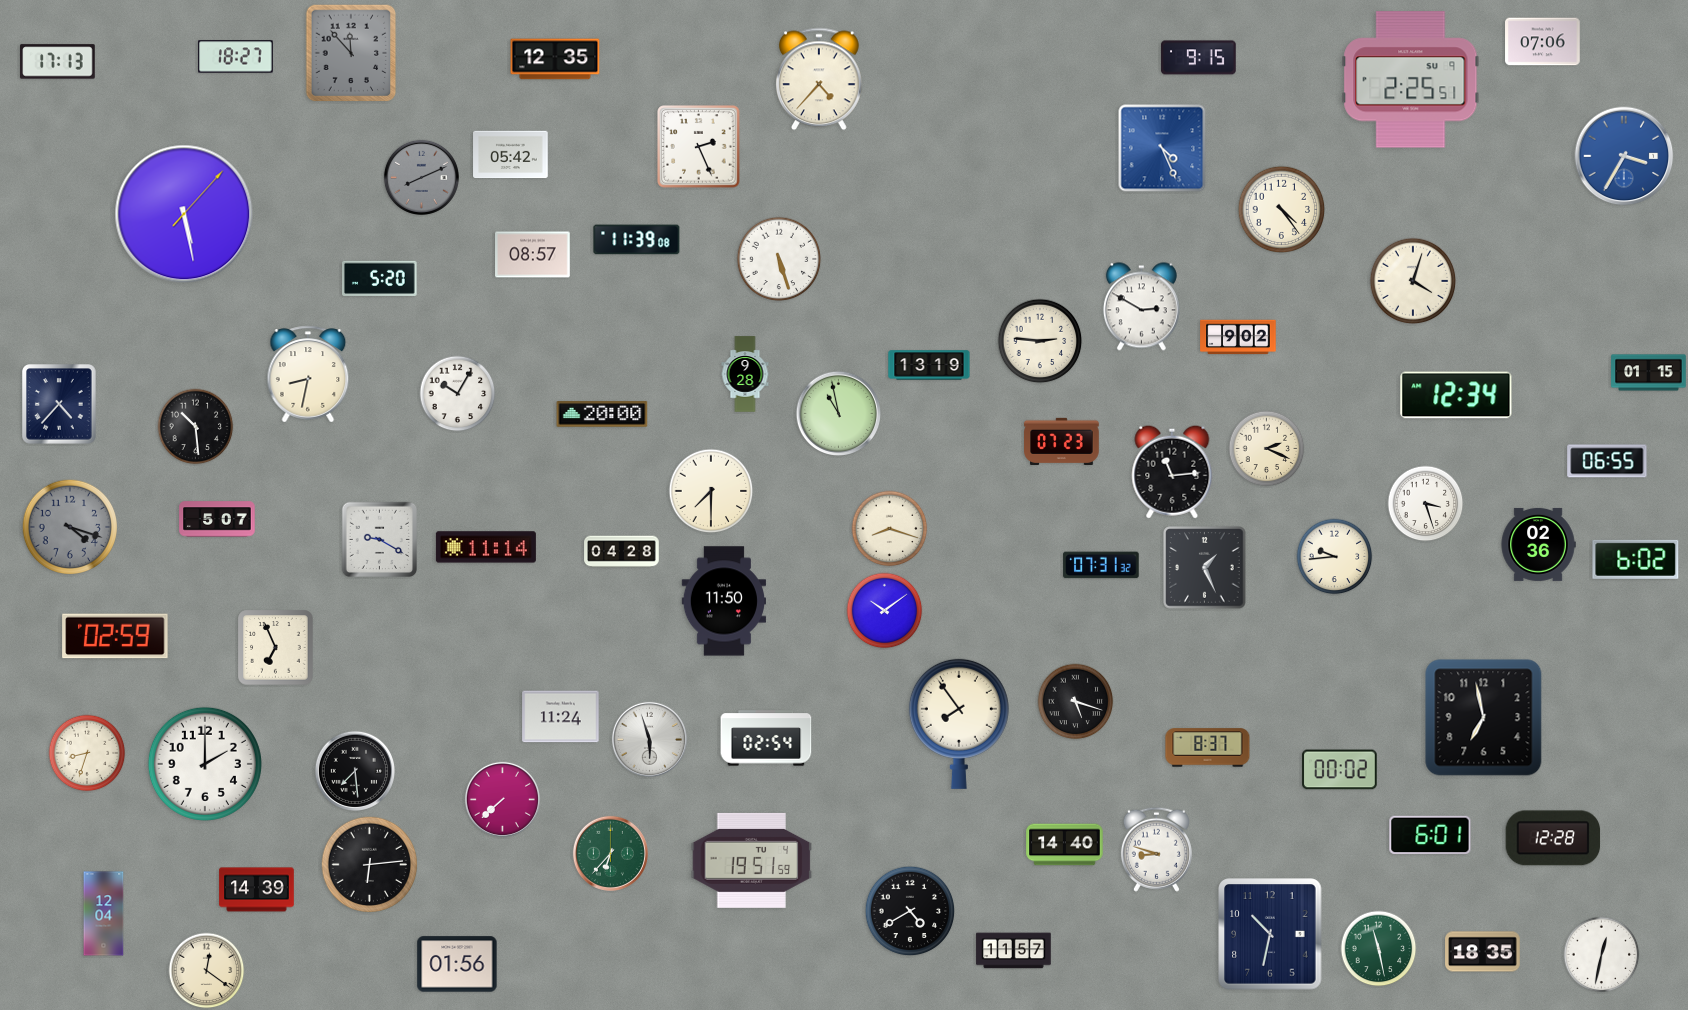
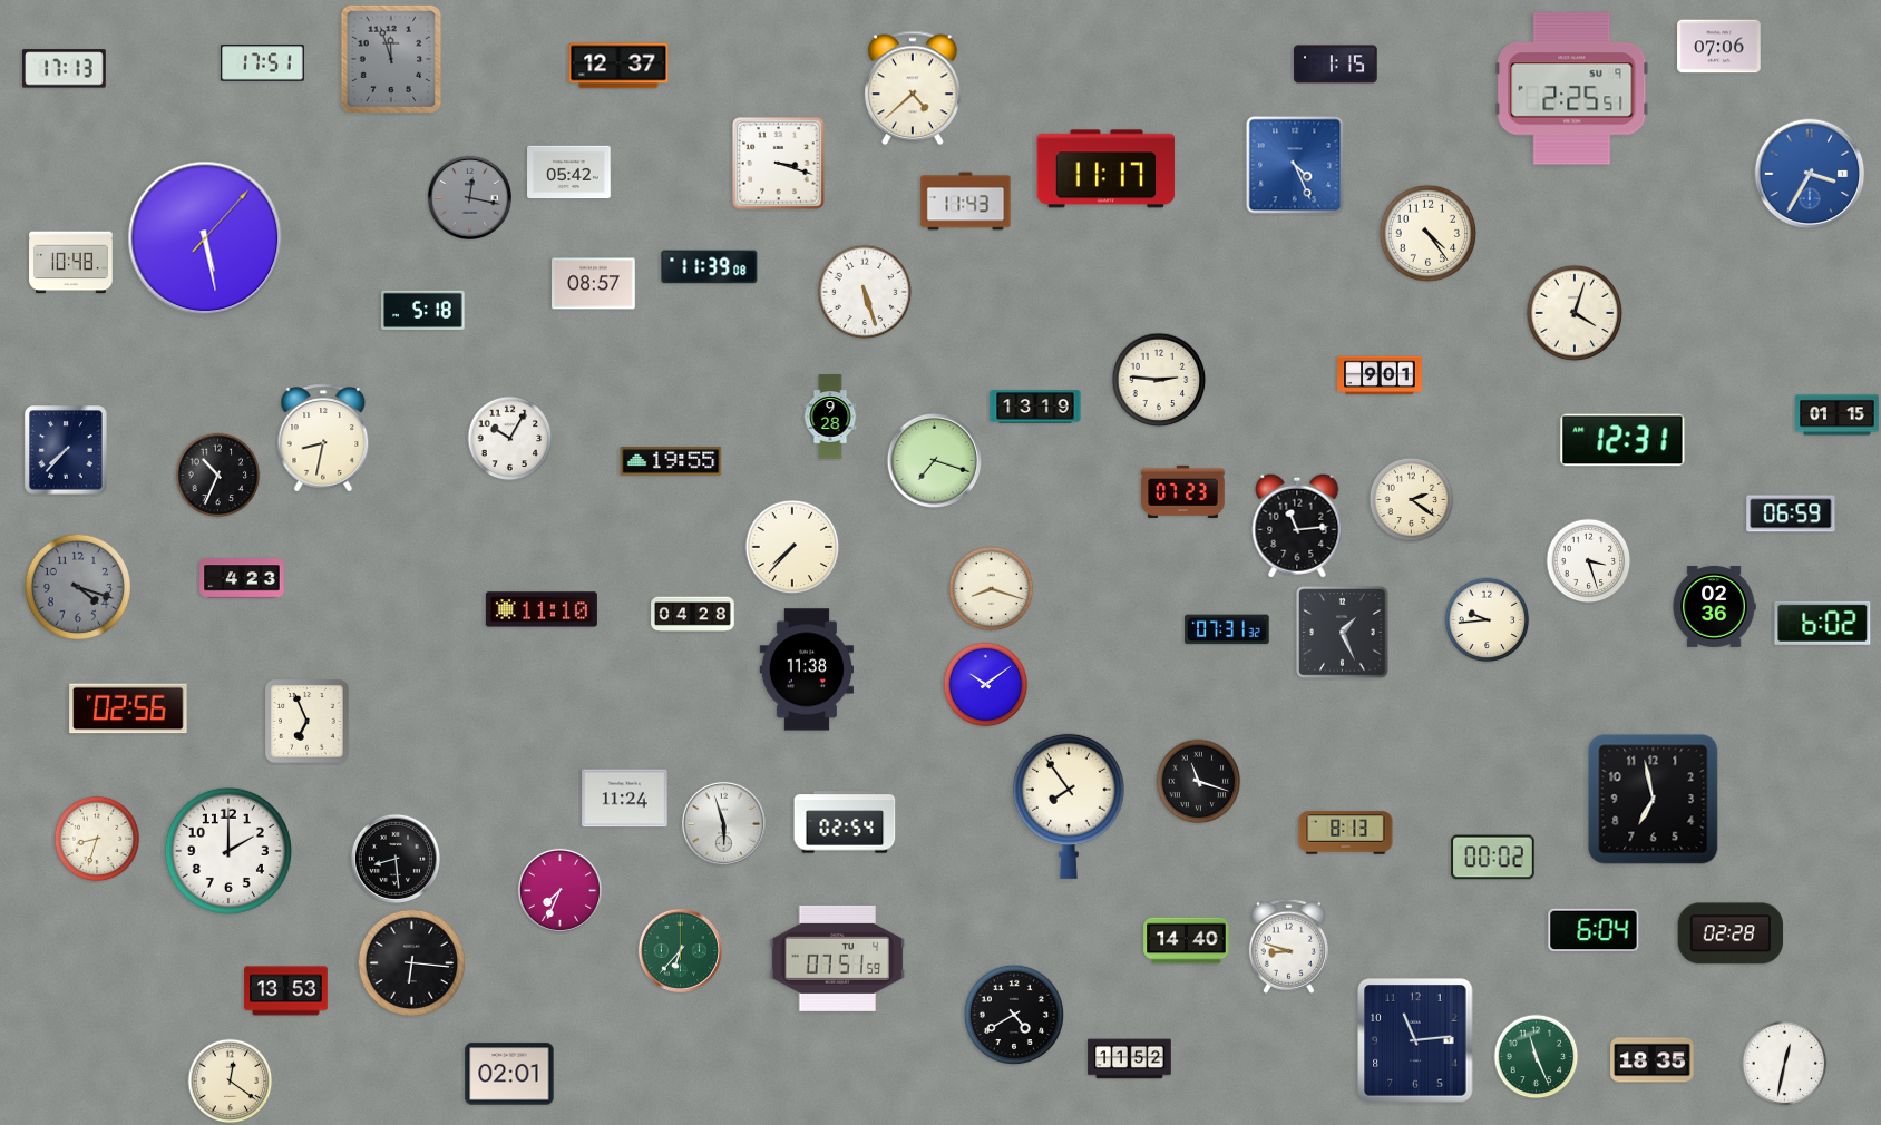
clock at (351, 53): 11:53 -> 11:57
clock at (236, 57): 18:27 -> 17:51
clock at (1199, 58): 9:15 -> 1:15
clock at (555, 59): 12:35 -> 12:37
clock at (819, 79): 4:37 -> 4:38
clock at (699, 147): 2:26 -> 3:18
clock at (1107, 169): none -> 11:17
clock at (421, 177): 8:11 -> 12:17
clock at (966, 202): none -> 11:43
clock at (71, 263): none -> 10:48
clock at (779, 259) position: (779, 259) -> (865, 292)
clock at (380, 278): 5:20 -> 5:18
clock at (1141, 307): 2:50 -> none
clock at (1238, 337): 9:02 -> 9:01
clock at (308, 374) position: (308, 374) -> (323, 438)
clock at (1456, 395): 12:34 -> 12:31
clock at (59, 404): 4:37 -> 7:37
clock at (838, 413): 10:58 -> 7:18
clock at (602, 414): 20:00 -> 19:55
clock at (196, 427): 10:29 -> 10:34
clock at (1267, 449): 2:19 -> 2:21
clock at (1607, 461): 06:55 -> 06:59
clock at (1172, 472) position: (1172, 472) -> (1297, 526)
clock at (711, 491): 7:30 -> 7:37
clock at (217, 519): 5:07 -> 4:23
clock at (379, 539): 9:20 -> none
clock at (486, 547): 11:14 -> 11:10
clock at (723, 601): 11:50 -> 11:38
clock at (885, 611) position: (885, 611) -> (986, 685)
clock at (115, 636): 02:59 -> 02:56
clock at (1076, 702): 5:18 -> 11:18
clock at (766, 738) position: (766, 738) -> (845, 822)
clock at (1208, 748): 8:37 -> 8:13
clock at (355, 771): 7:29 -> 8:29
clock at (502, 799): 7:38 -> 7:34
clock at (1430, 835): 6:01 -> 6:04
clock at (1553, 838): 12:28 -> 02:28
clock at (752, 860): 19:51 -> 07:51
clock at (369, 864): 6:14 -> 6:16
clock at (257, 890): 14:39 -> 13:53
clock at (104, 914): 12:04 -> none
clock at (1270, 934): 10:32 -> 11:14
clock at (1379, 949): 11:28 -> 11:26
clock at (1014, 951): 11:57 -> 11:52
clock at (457, 964): 01:56 -> 02:01
